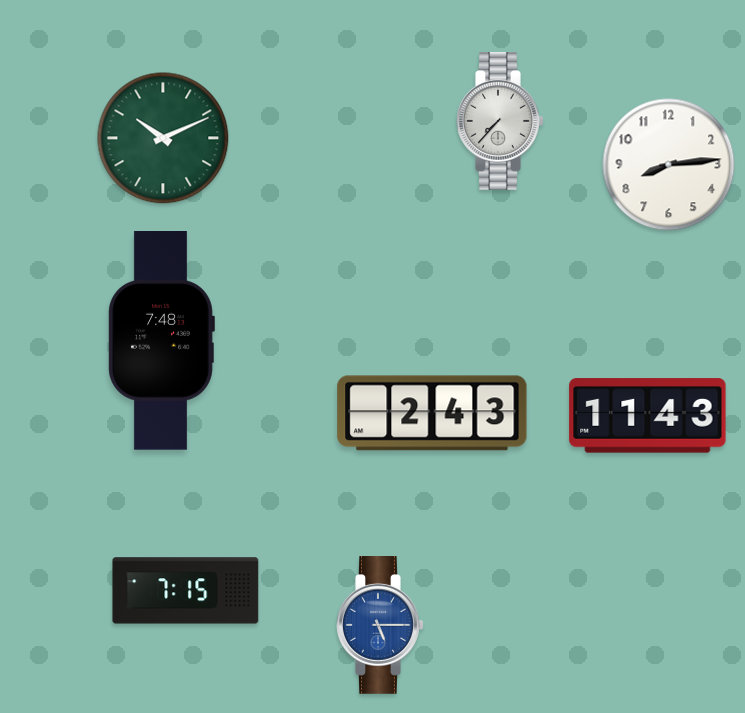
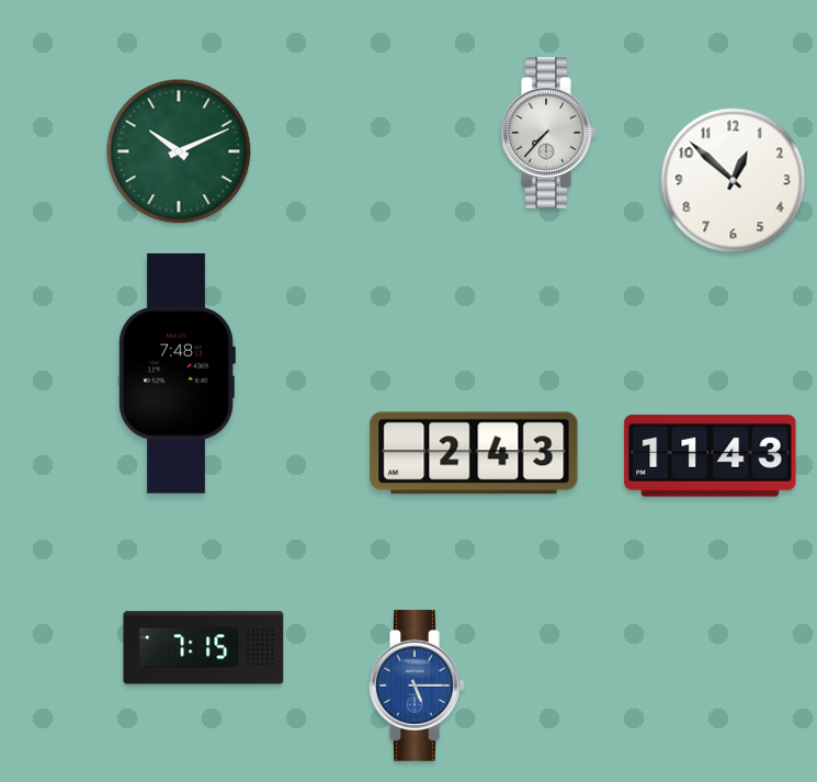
clock at (669, 165): 8:14 -> 12:52
